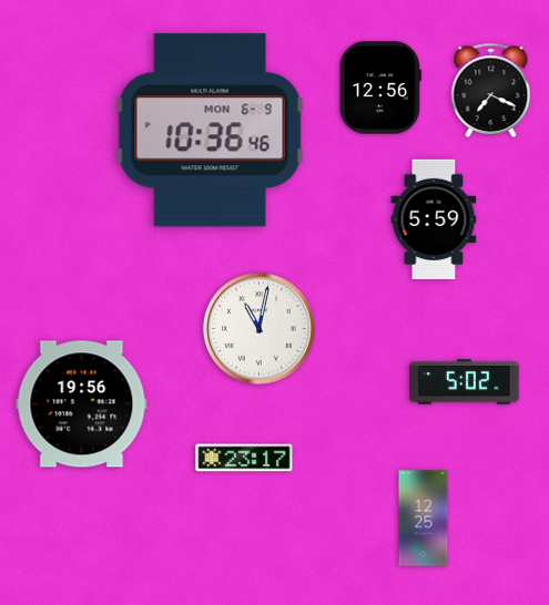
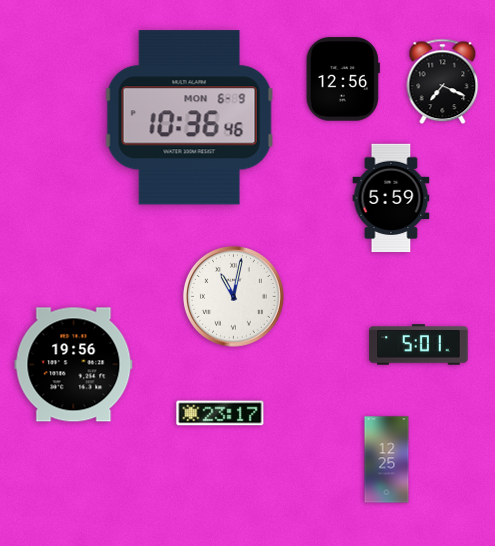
clock at (465, 382): 5:02 -> 5:01
clock at (424, 519) position: (424, 519) -> (387, 460)
